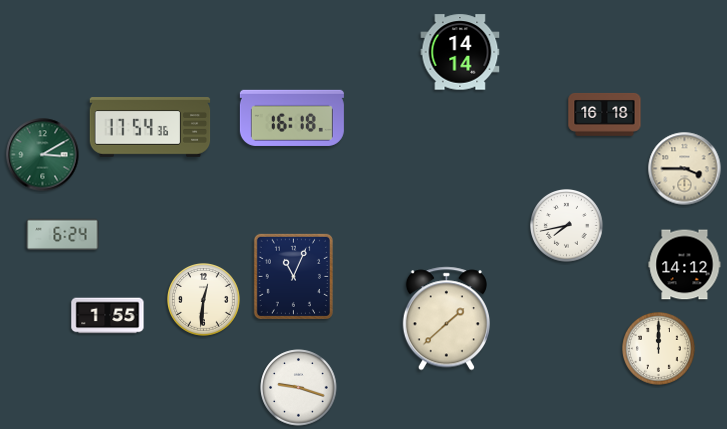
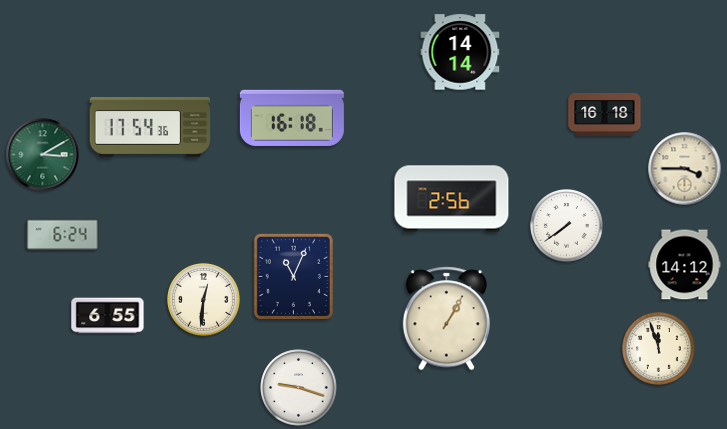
clock at (452, 199): none -> 2:56
clock at (567, 226): 7:43 -> 7:39
clock at (108, 316): 1:55 -> 6:55
clock at (446, 319): 1:38 -> 1:05
clock at (659, 349): 12:00 -> 11:57
